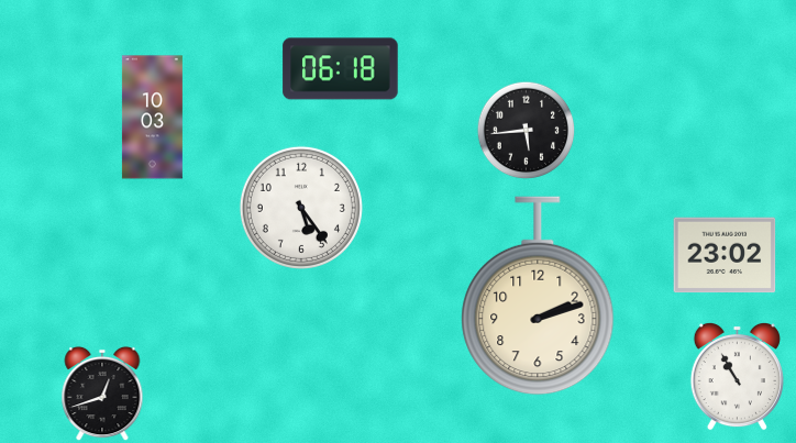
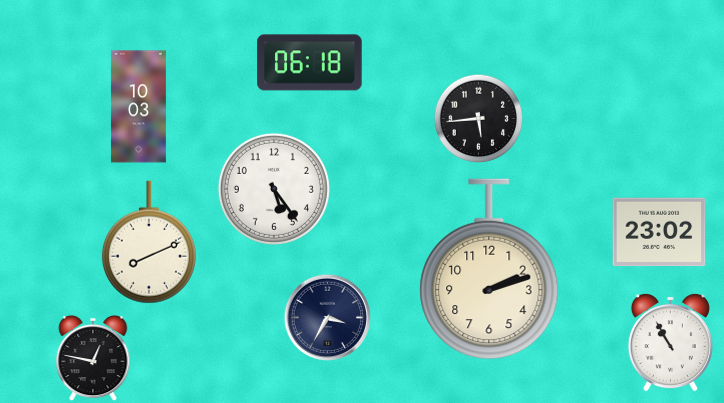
clock at (149, 242): none -> 8:11
clock at (327, 317): none -> 3:35
clock at (102, 394): 12:42 -> 12:47
